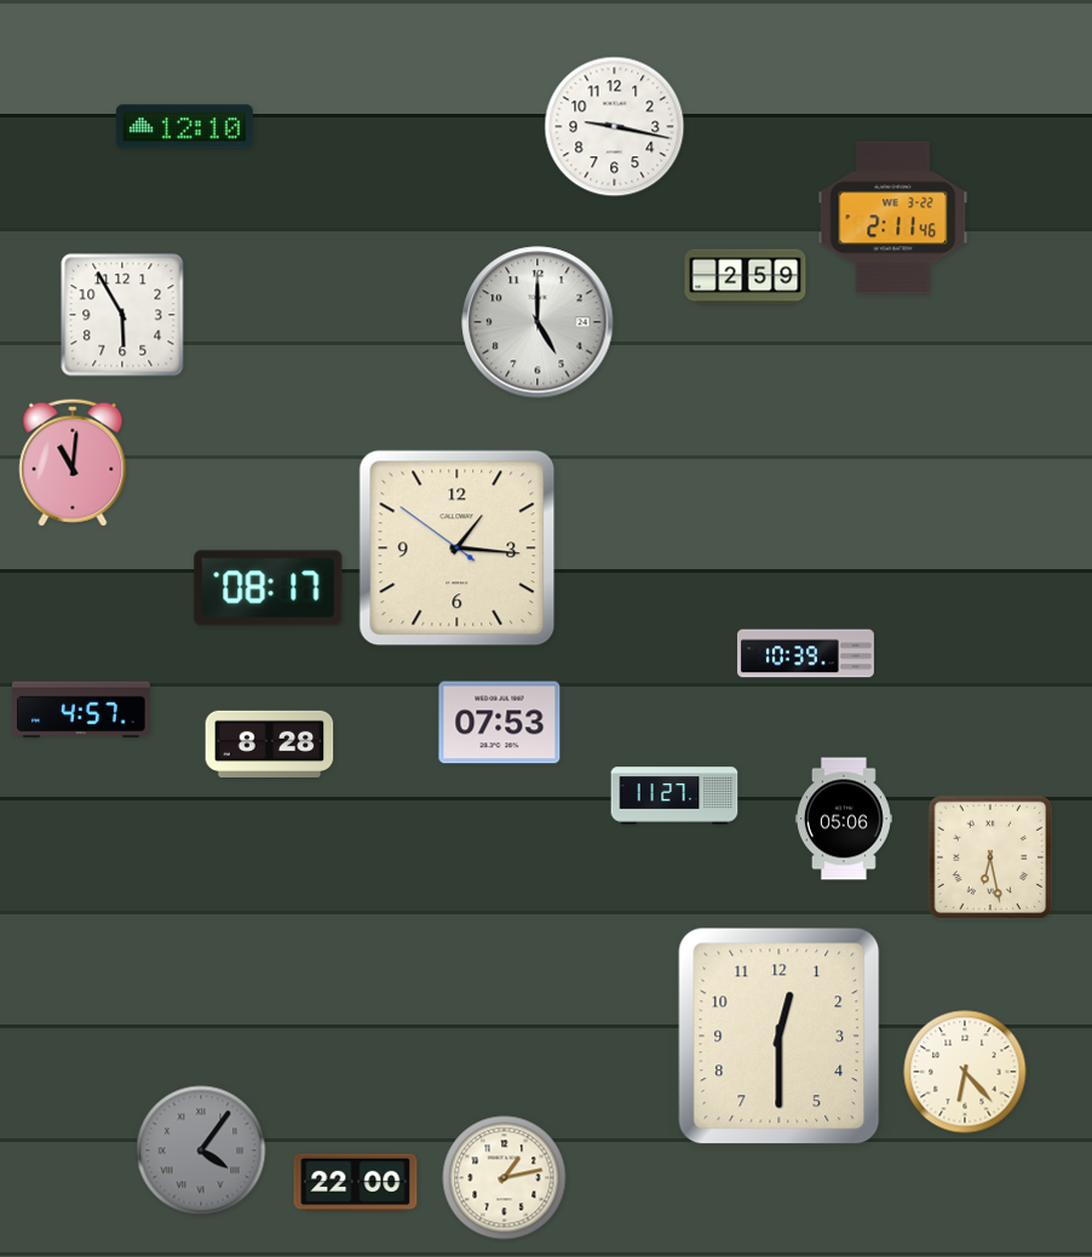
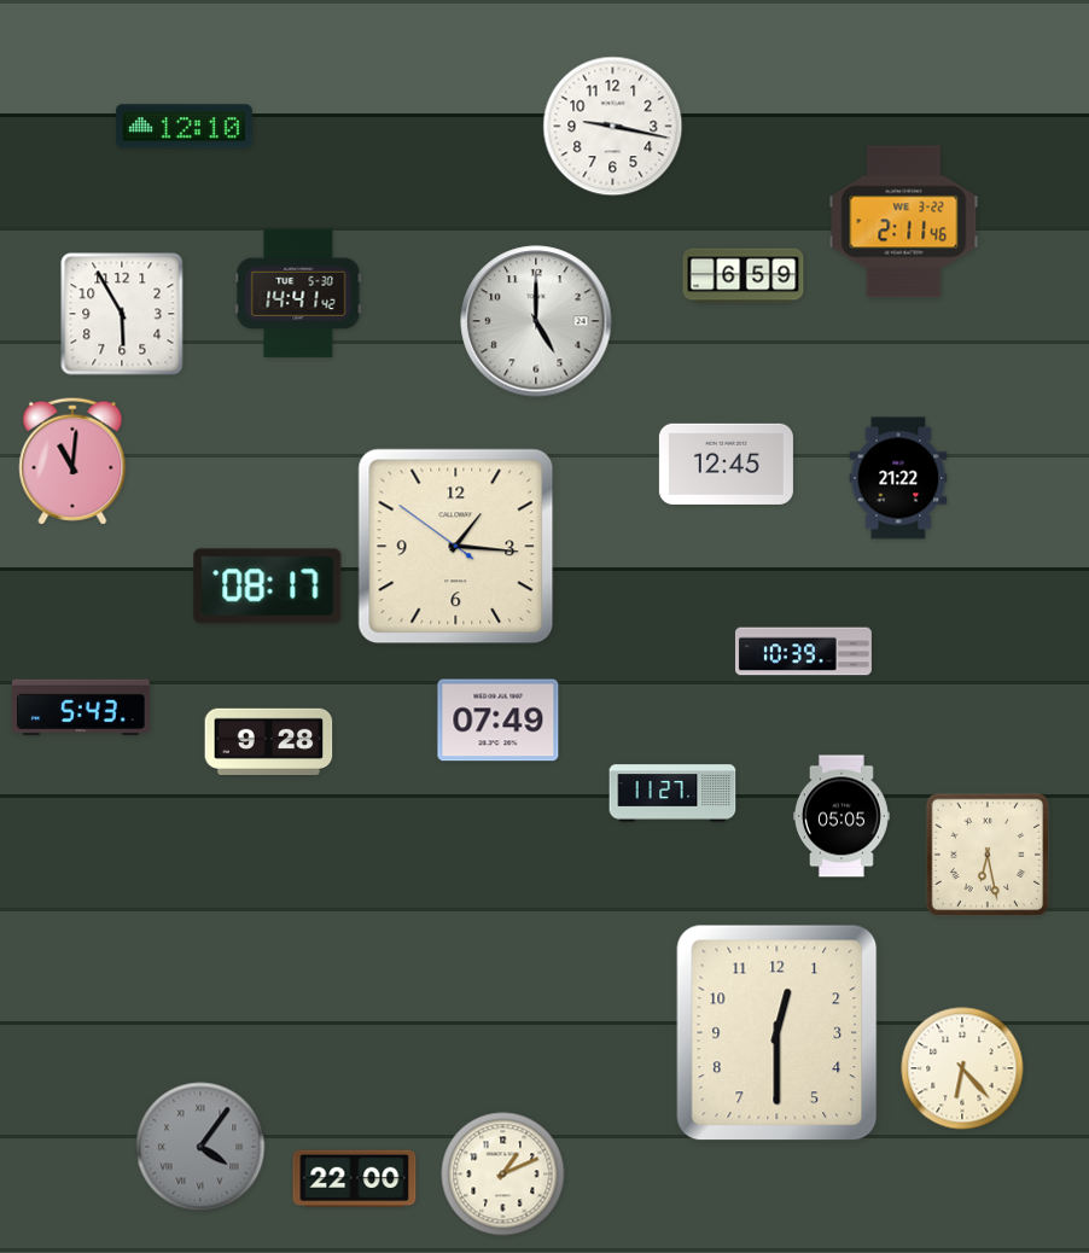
clock at (893, 218) position: (893, 218) -> (904, 222)
clock at (746, 277): 2:59 -> 6:59
clock at (298, 293): none -> 14:41
clock at (726, 464): none -> 12:45
clock at (898, 478): none -> 21:22
clock at (81, 710): 4:57 -> 5:43
clock at (500, 723): 07:53 -> 07:49
clock at (270, 744): 8:28 -> 9:28
clock at (844, 819): 05:06 -> 05:05
clock at (505, 1178): 1:13 -> 1:11
